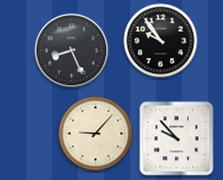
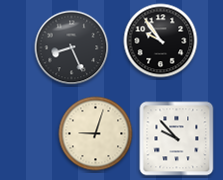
clock at (72, 51) position: (72, 51) -> (72, 48)
clock at (96, 134): 9:07 -> 9:03
